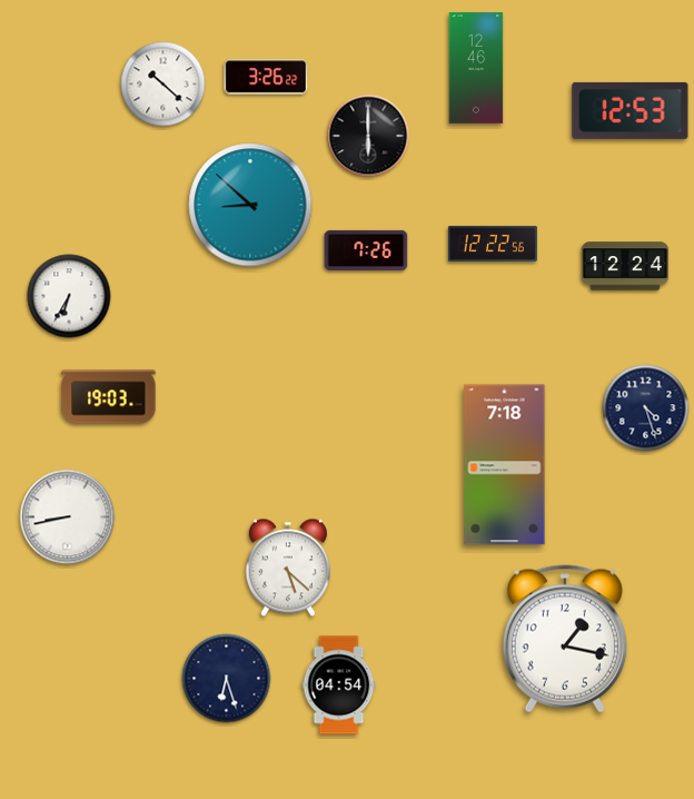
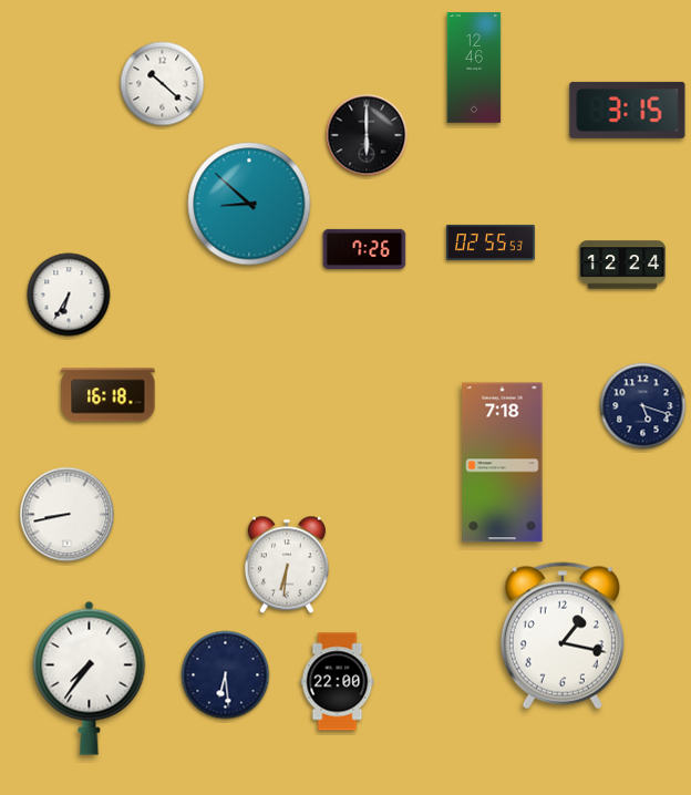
clock at (266, 77): 3:26 -> none
clock at (631, 110): 12:53 -> 3:15
clock at (493, 244): 12:22 -> 02:55
clock at (109, 397): 19:03 -> 16:18
clock at (646, 408): 4:27 -> 5:18
clock at (288, 568): 5:22 -> 6:31
clock at (227, 679): 6:27 -> 6:29
clock at (90, 678): none -> 7:36
clock at (339, 685): 04:54 -> 22:00
